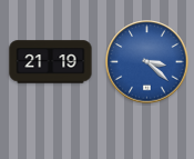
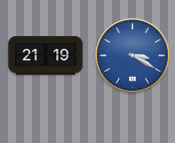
clock at (147, 62): 3:22 -> 3:20
